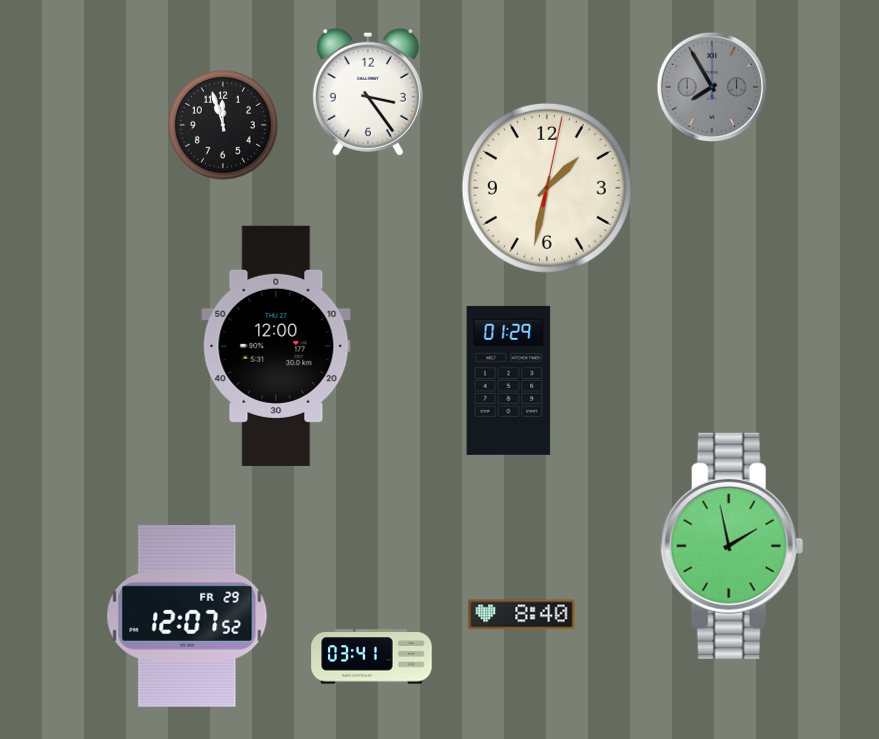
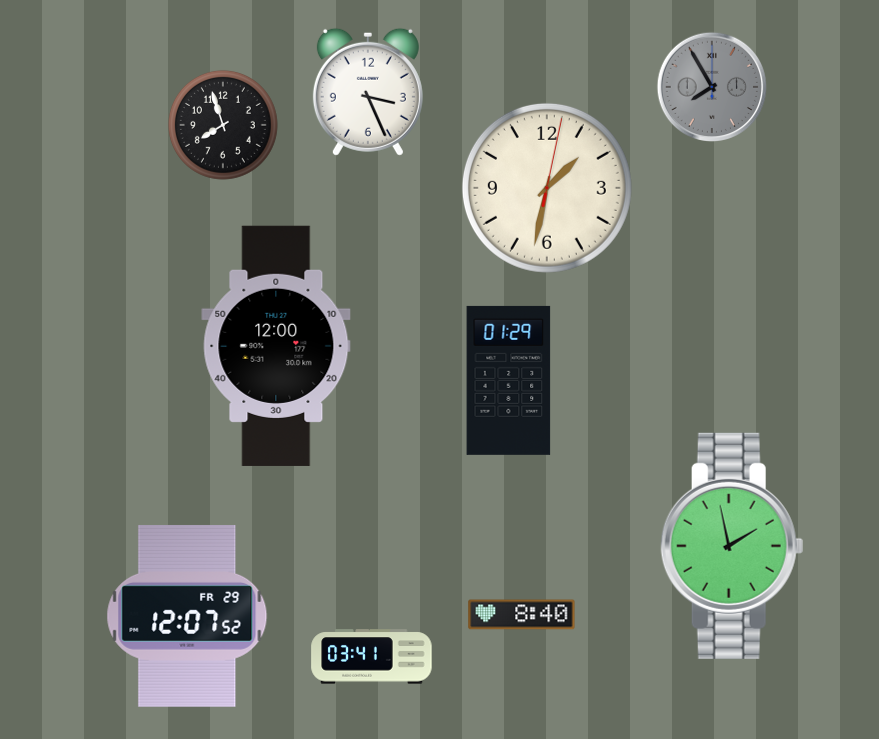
clock at (368, 92): 3:24 -> 3:26
clock at (223, 125): 11:57 -> 7:57
